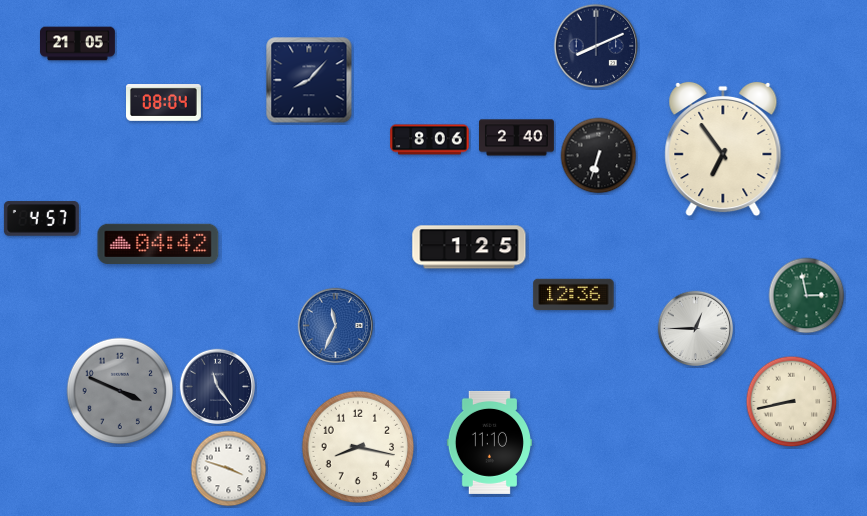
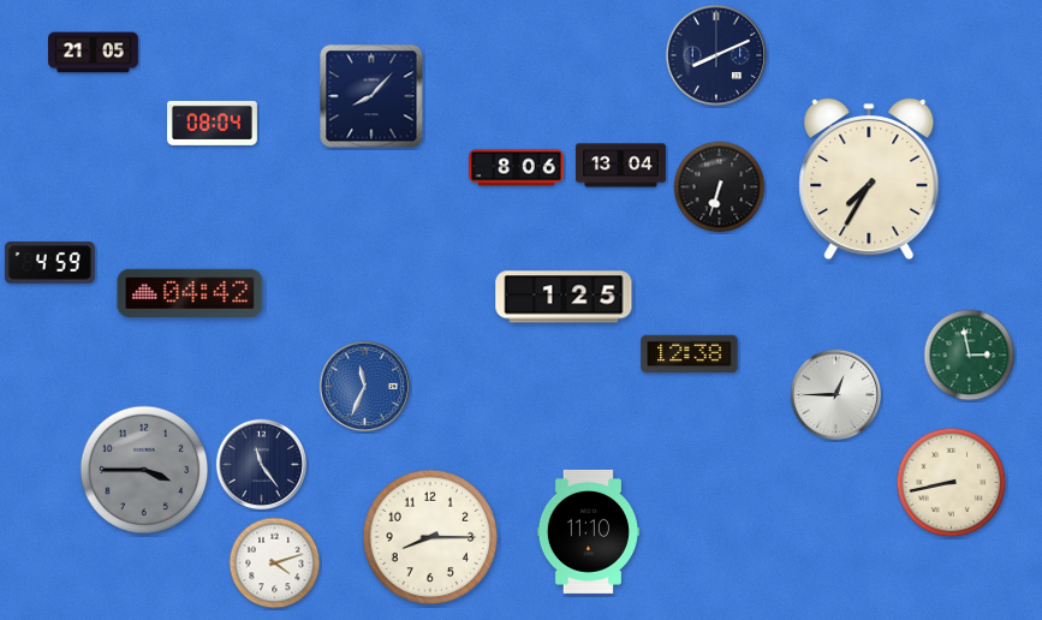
clock at (164, 103) position: (164, 103) -> (213, 124)
clock at (517, 138): 2:40 -> 13:04
clock at (723, 149): 6:54 -> 7:35
clock at (41, 219): 4:57 -> 4:59
clock at (574, 295): 12:36 -> 12:38
clock at (336, 326) position: (336, 326) -> (365, 387)
clock at (120, 391): 3:49 -> 3:45
clock at (358, 447): 8:17 -> 8:15
clock at (229, 469): 3:48 -> 4:12
